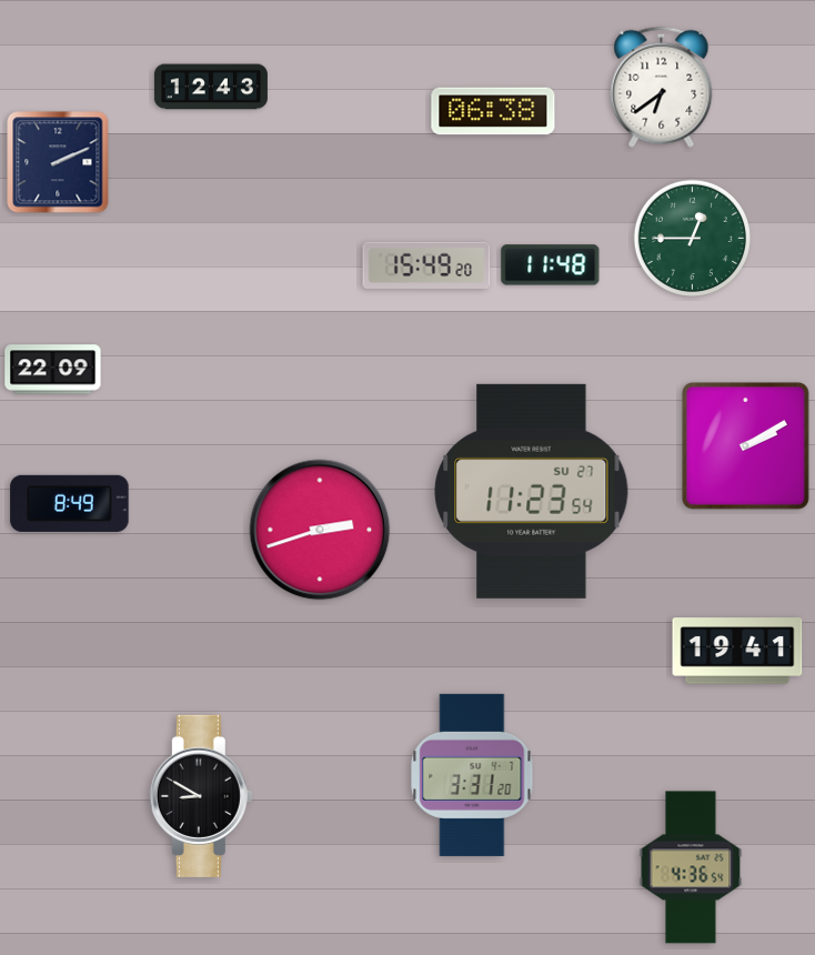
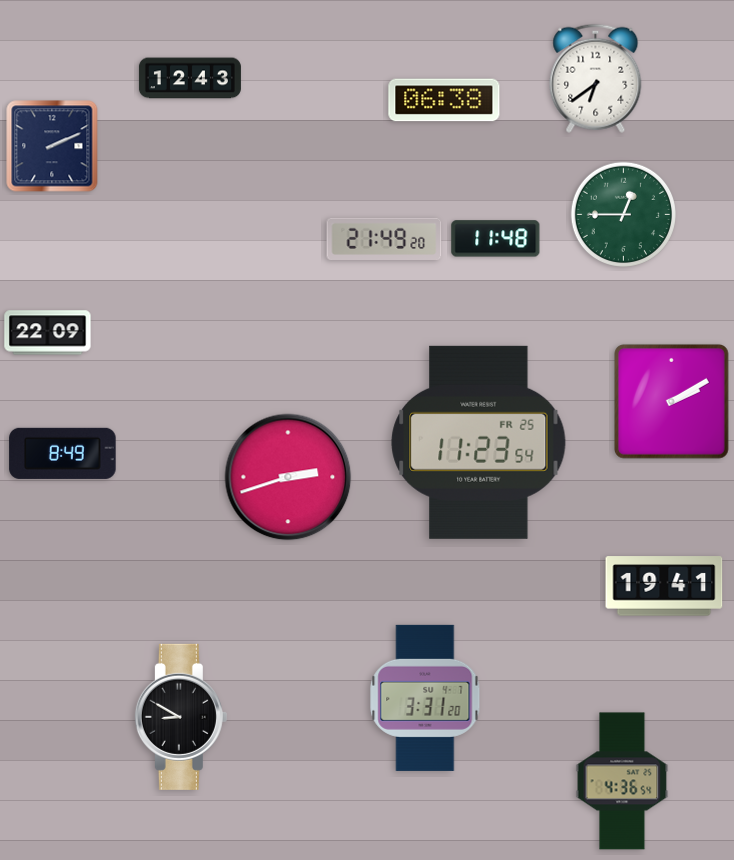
clock at (426, 264): 15:49 -> 21:49
clock at (532, 491) date: SU 27 -> FR 25
